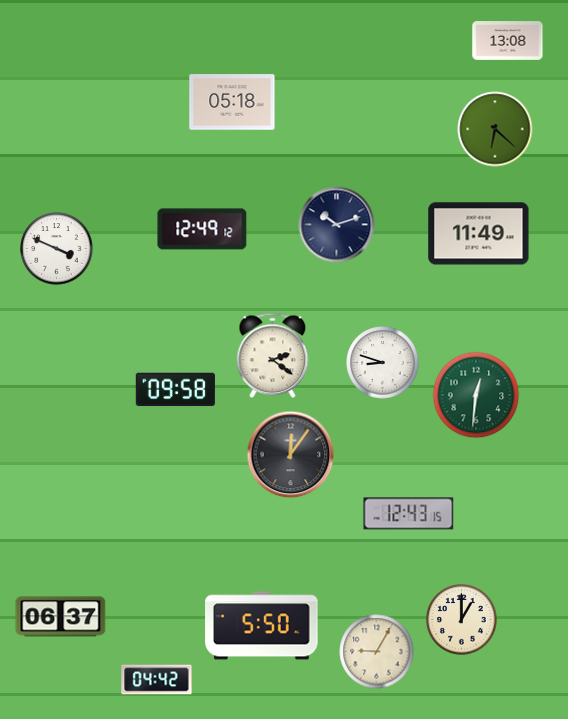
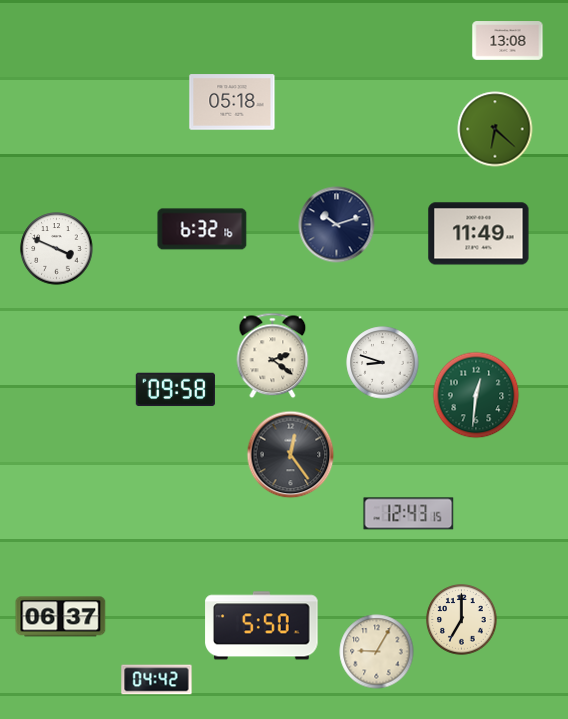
clock at (202, 229): 12:49 -> 6:32
clock at (291, 455): 12:06 -> 12:24
clock at (462, 620): 1:00 -> 7:00
